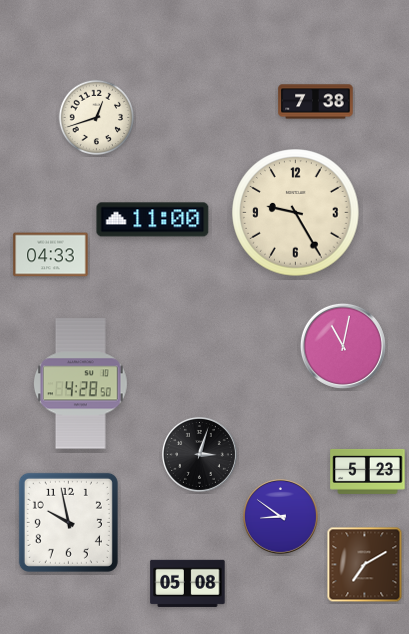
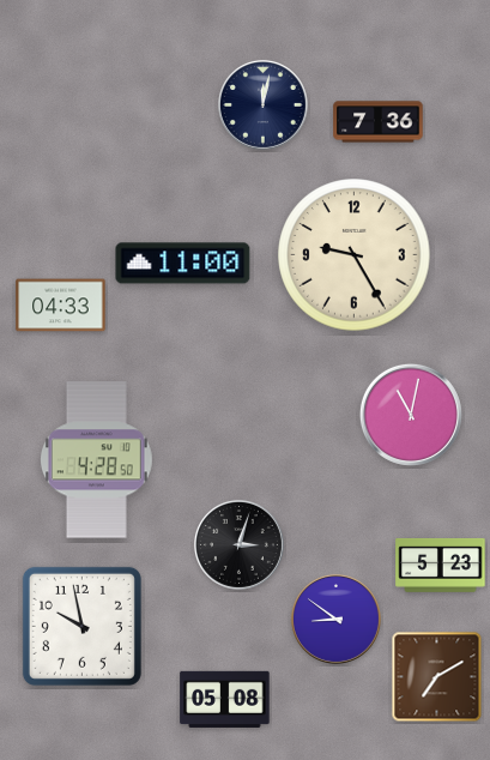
clock at (262, 104): none -> 12:02
clock at (316, 102): 7:38 -> 7:36
clock at (97, 118): 12:42 -> none
